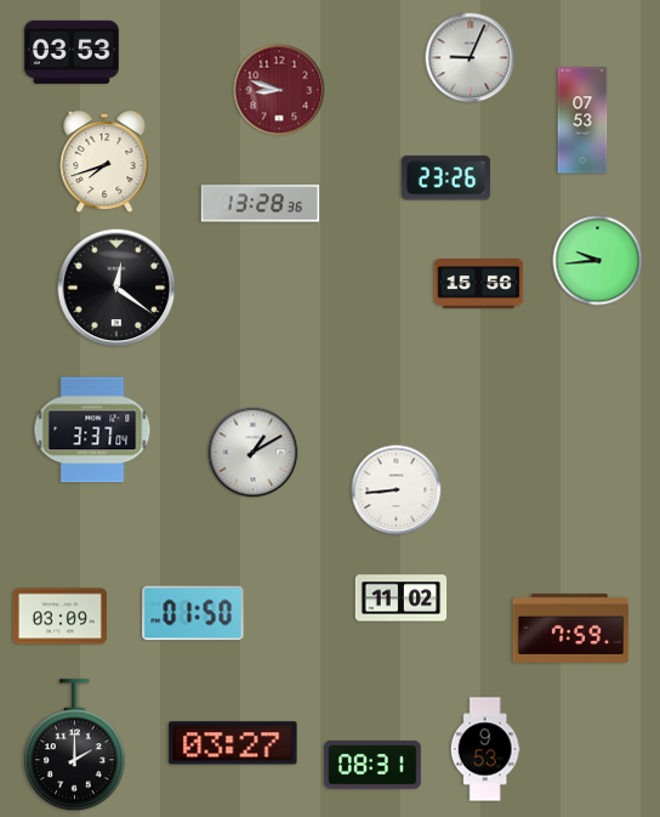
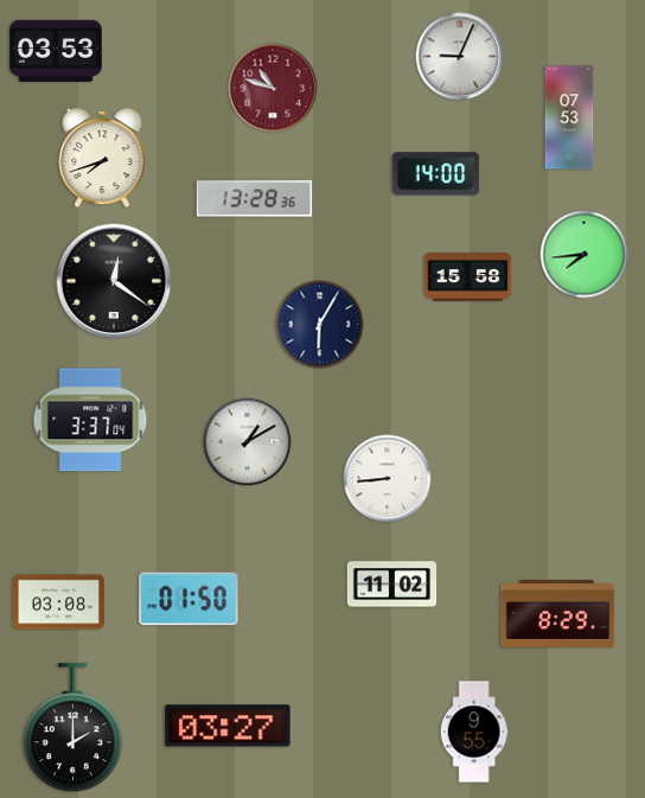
clock at (72, 52) position: (72, 52) -> (56, 51)
clock at (279, 90): 8:48 -> 10:48
clock at (446, 178): 23:26 -> 14:00
clock at (598, 261): 9:44 -> 7:44
clock at (479, 284): 15:56 -> 15:58
clock at (320, 325): none -> 6:05
clock at (59, 617): 03:09 -> 03:08
clock at (571, 628): 7:59 -> 8:29
clock at (485, 749): 9:53 -> 9:55
clock at (372, 765): 08:31 -> none
